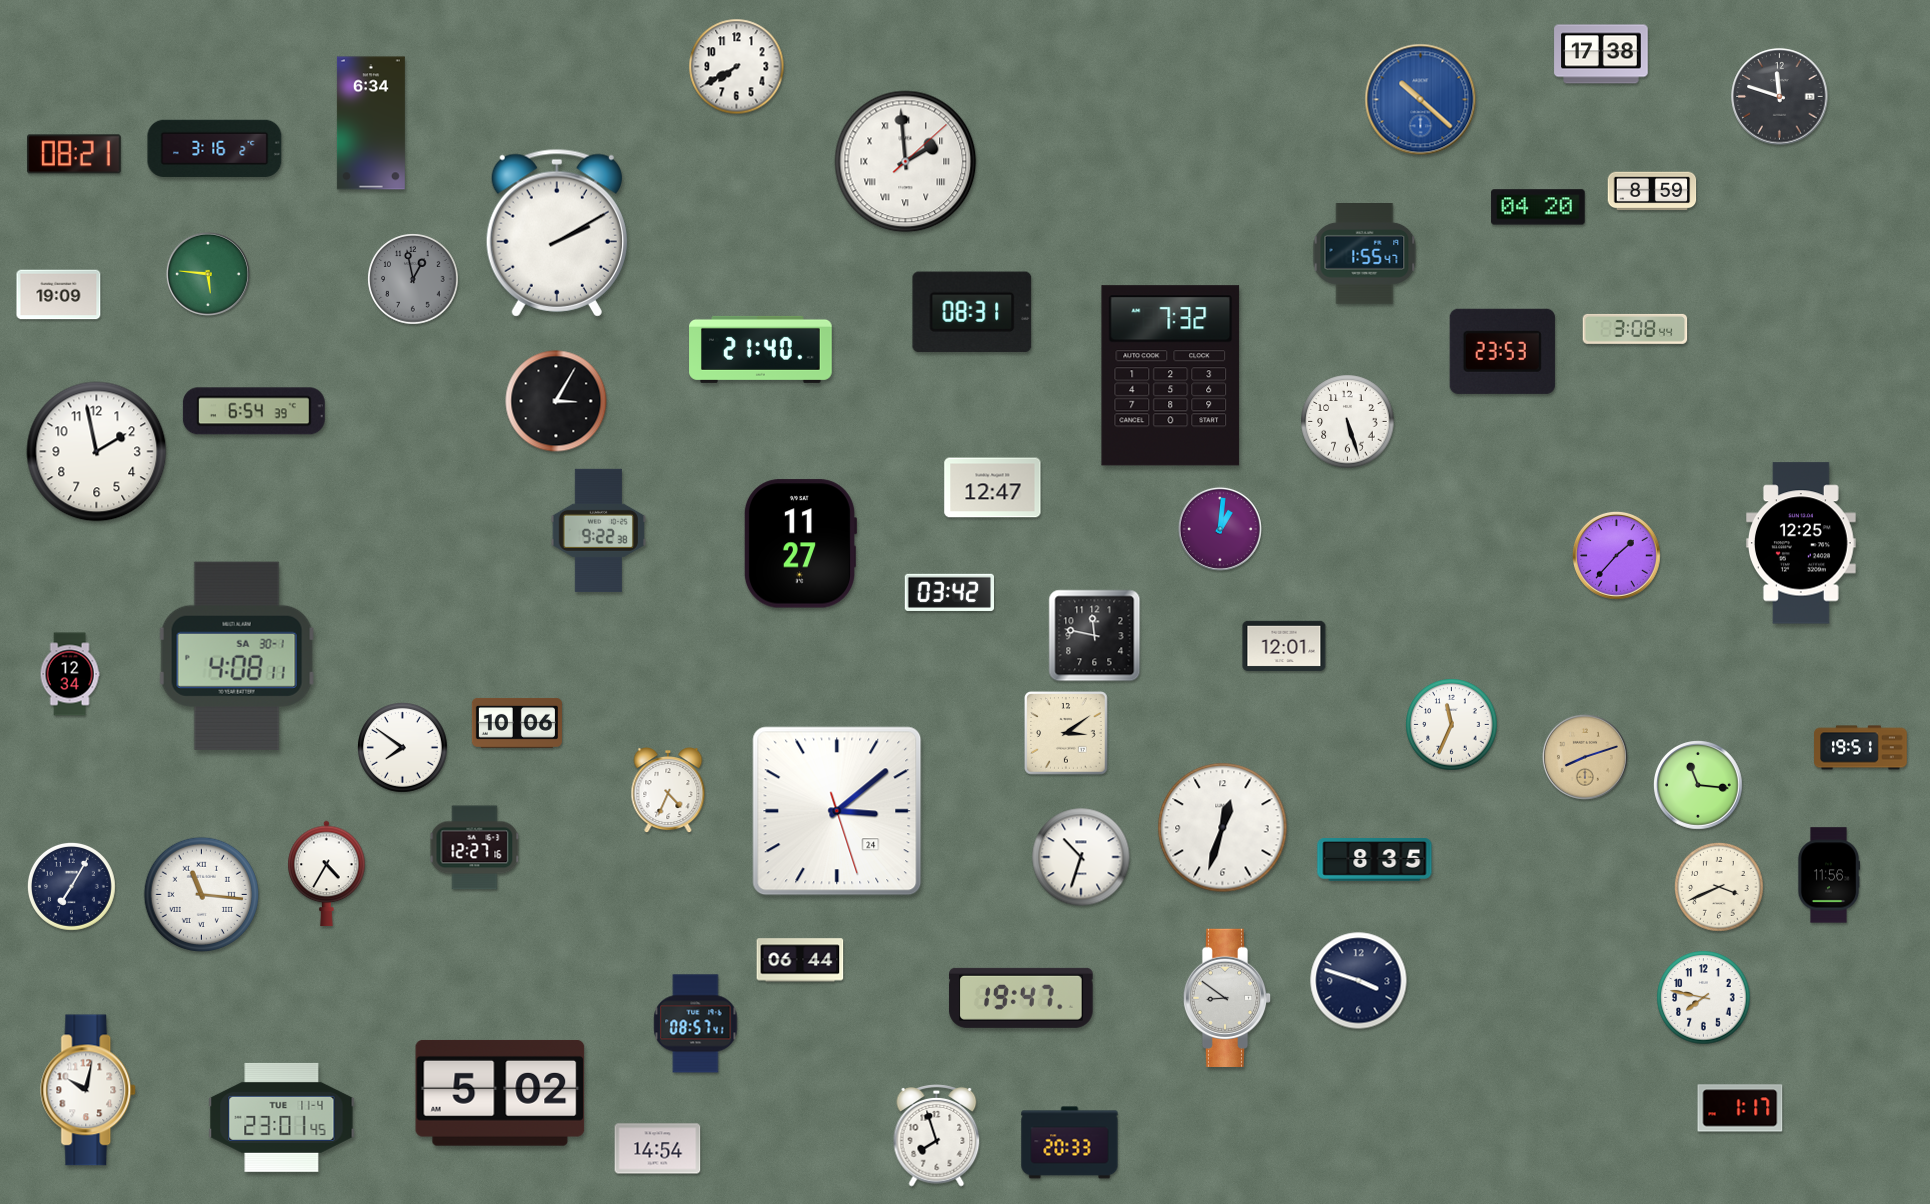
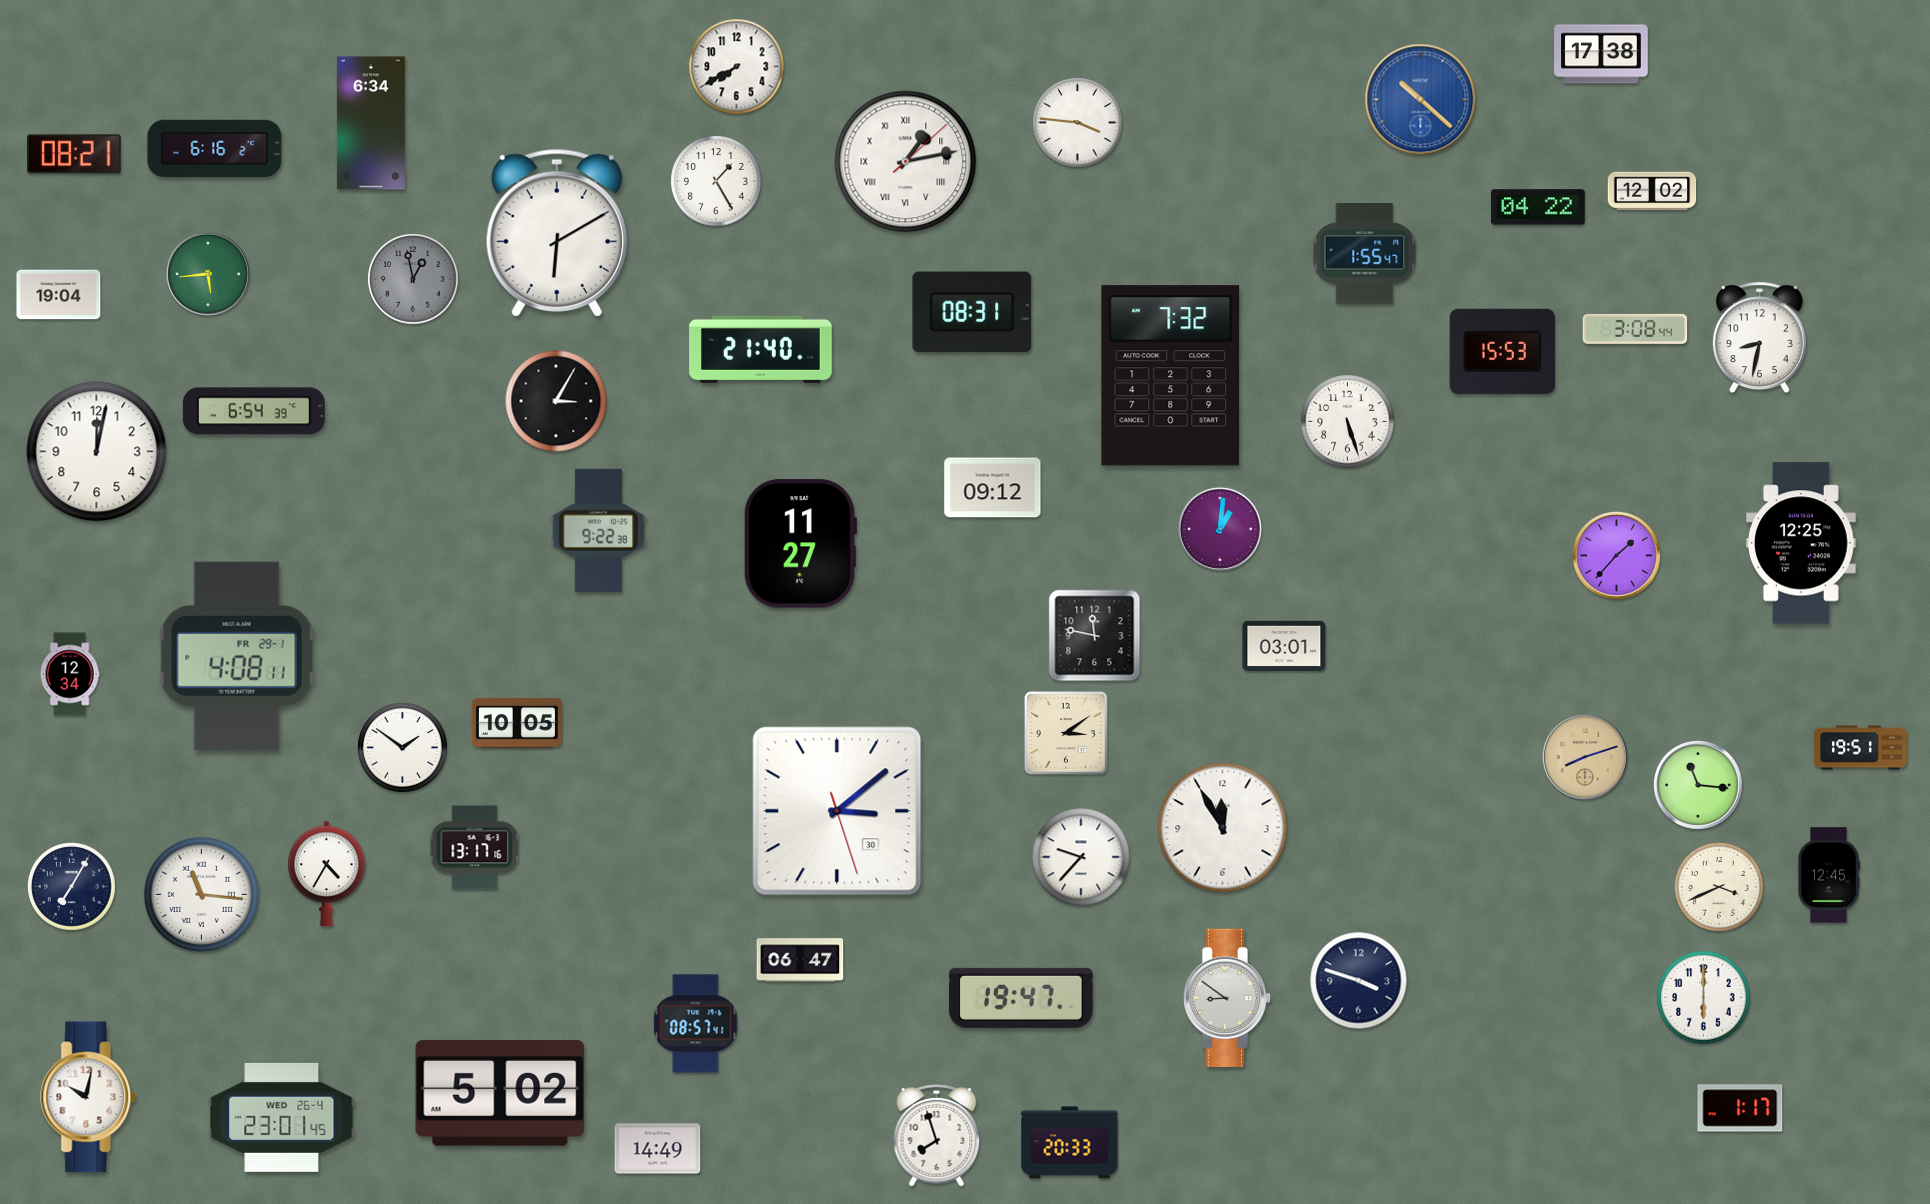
clock at (1780, 97): 11:48 -> none
clock at (1078, 123): none -> 3:46
clock at (215, 148): 3:16 -> 6:16
clock at (906, 162): 1:59 -> 1:13
clock at (716, 181): none -> 1:25
clock at (1652, 191): 8:59 -> 12:02
clock at (1538, 207): 04:20 -> 04:22
clock at (557, 233): 2:10 -> 6:10
clock at (208, 274): 5:46 -> 5:44
clock at (59, 295): 19:09 -> 19:04
clock at (1759, 338): none -> 8:32
clock at (1502, 351): 23:53 -> 15:53
clock at (97, 452): 1:58 -> 12:02
clock at (993, 488): 12:47 -> 09:12
clock at (949, 592): 03:42 -> none
clock at (1284, 645): 12:01 -> 03:01
clock at (237, 656) date: SA 30-1 -> FR 29-1
clock at (517, 723): 10:06 -> 10:05
clock at (1452, 725): 11:34 -> none
clock at (403, 748): 7:51 -> 1:51
clock at (668, 791): 4:34 -> none
clock at (837, 811) date: 24 -> 30
clock at (1223, 828): 12:33 -> 11:55
clock at (475, 848): 12:27 -> 13:17
clock at (1081, 857): 10:33 -> 9:37
clock at (1375, 860): 8:35 -> none
clock at (1828, 875): 11:56 -> 12:45
clock at (800, 960): 06:44 -> 06:47
clock at (1704, 998): 7:47 -> 6:00
clock at (89, 1090) position: (89, 1090) -> (89, 1097)
clock at (282, 1117) date: TUE 11-4 -> WED 26-4
clock at (658, 1149): 14:54 -> 14:49
